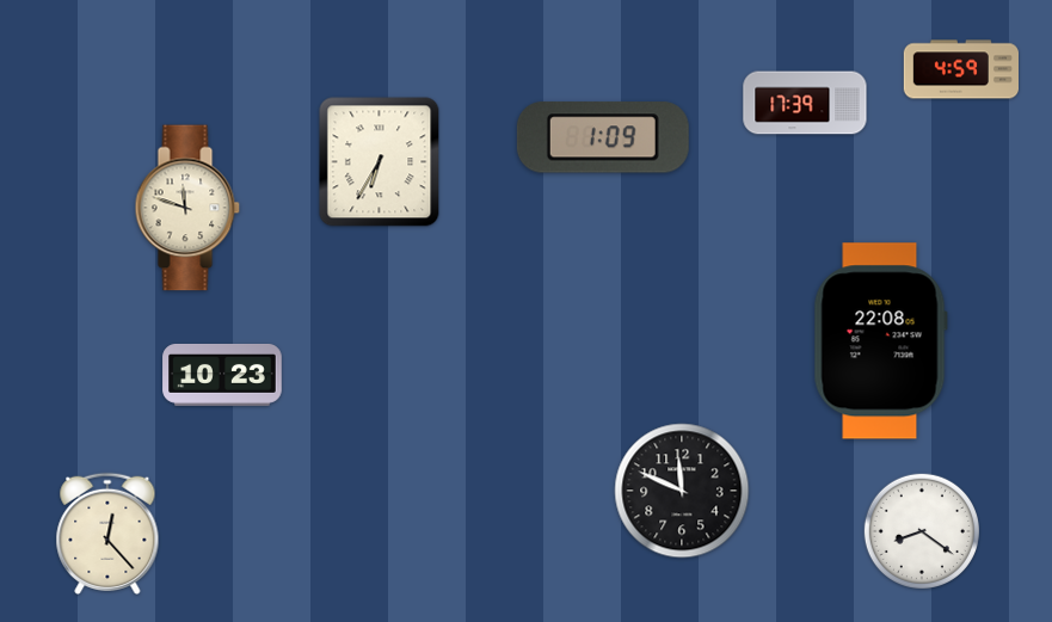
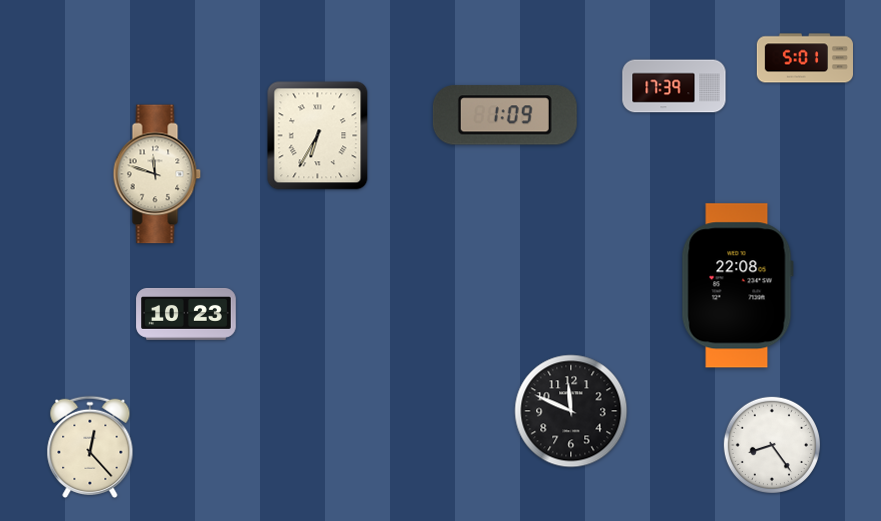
clock at (960, 69): 4:59 -> 5:01
clock at (921, 530): 8:21 -> 8:24
